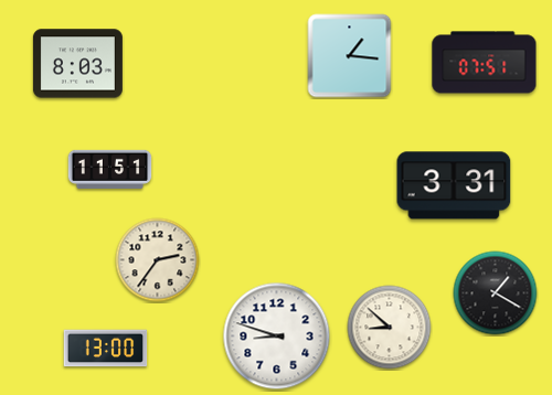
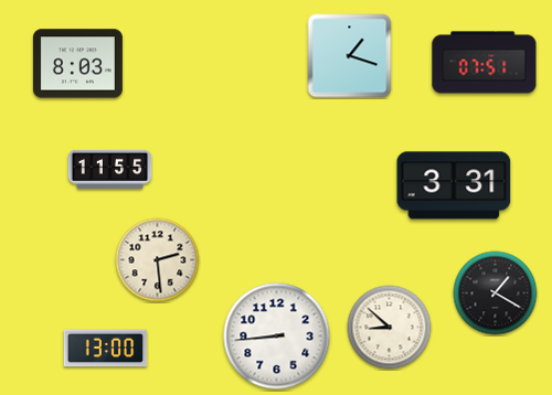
clock at (350, 56): 1:16 -> 1:18
clock at (110, 169): 11:51 -> 11:55
clock at (158, 260): 2:36 -> 2:29
clock at (277, 337): 8:48 -> 8:44
